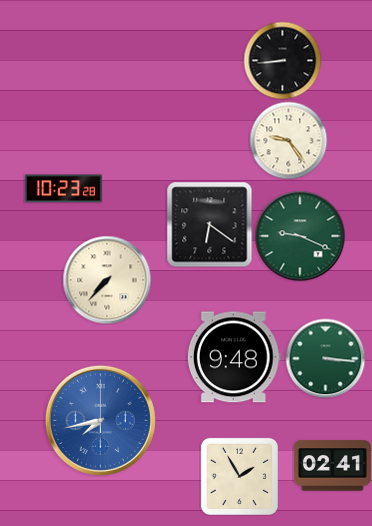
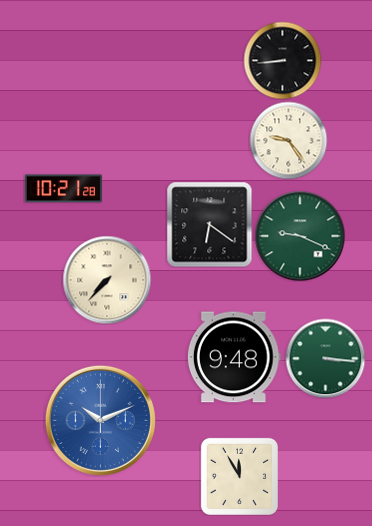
clock at (63, 189): 10:23 -> 10:21
clock at (100, 420): 7:43 -> 10:11
clock at (332, 466): 02:41 -> none
clock at (239, 476): 1:55 -> 11:55
